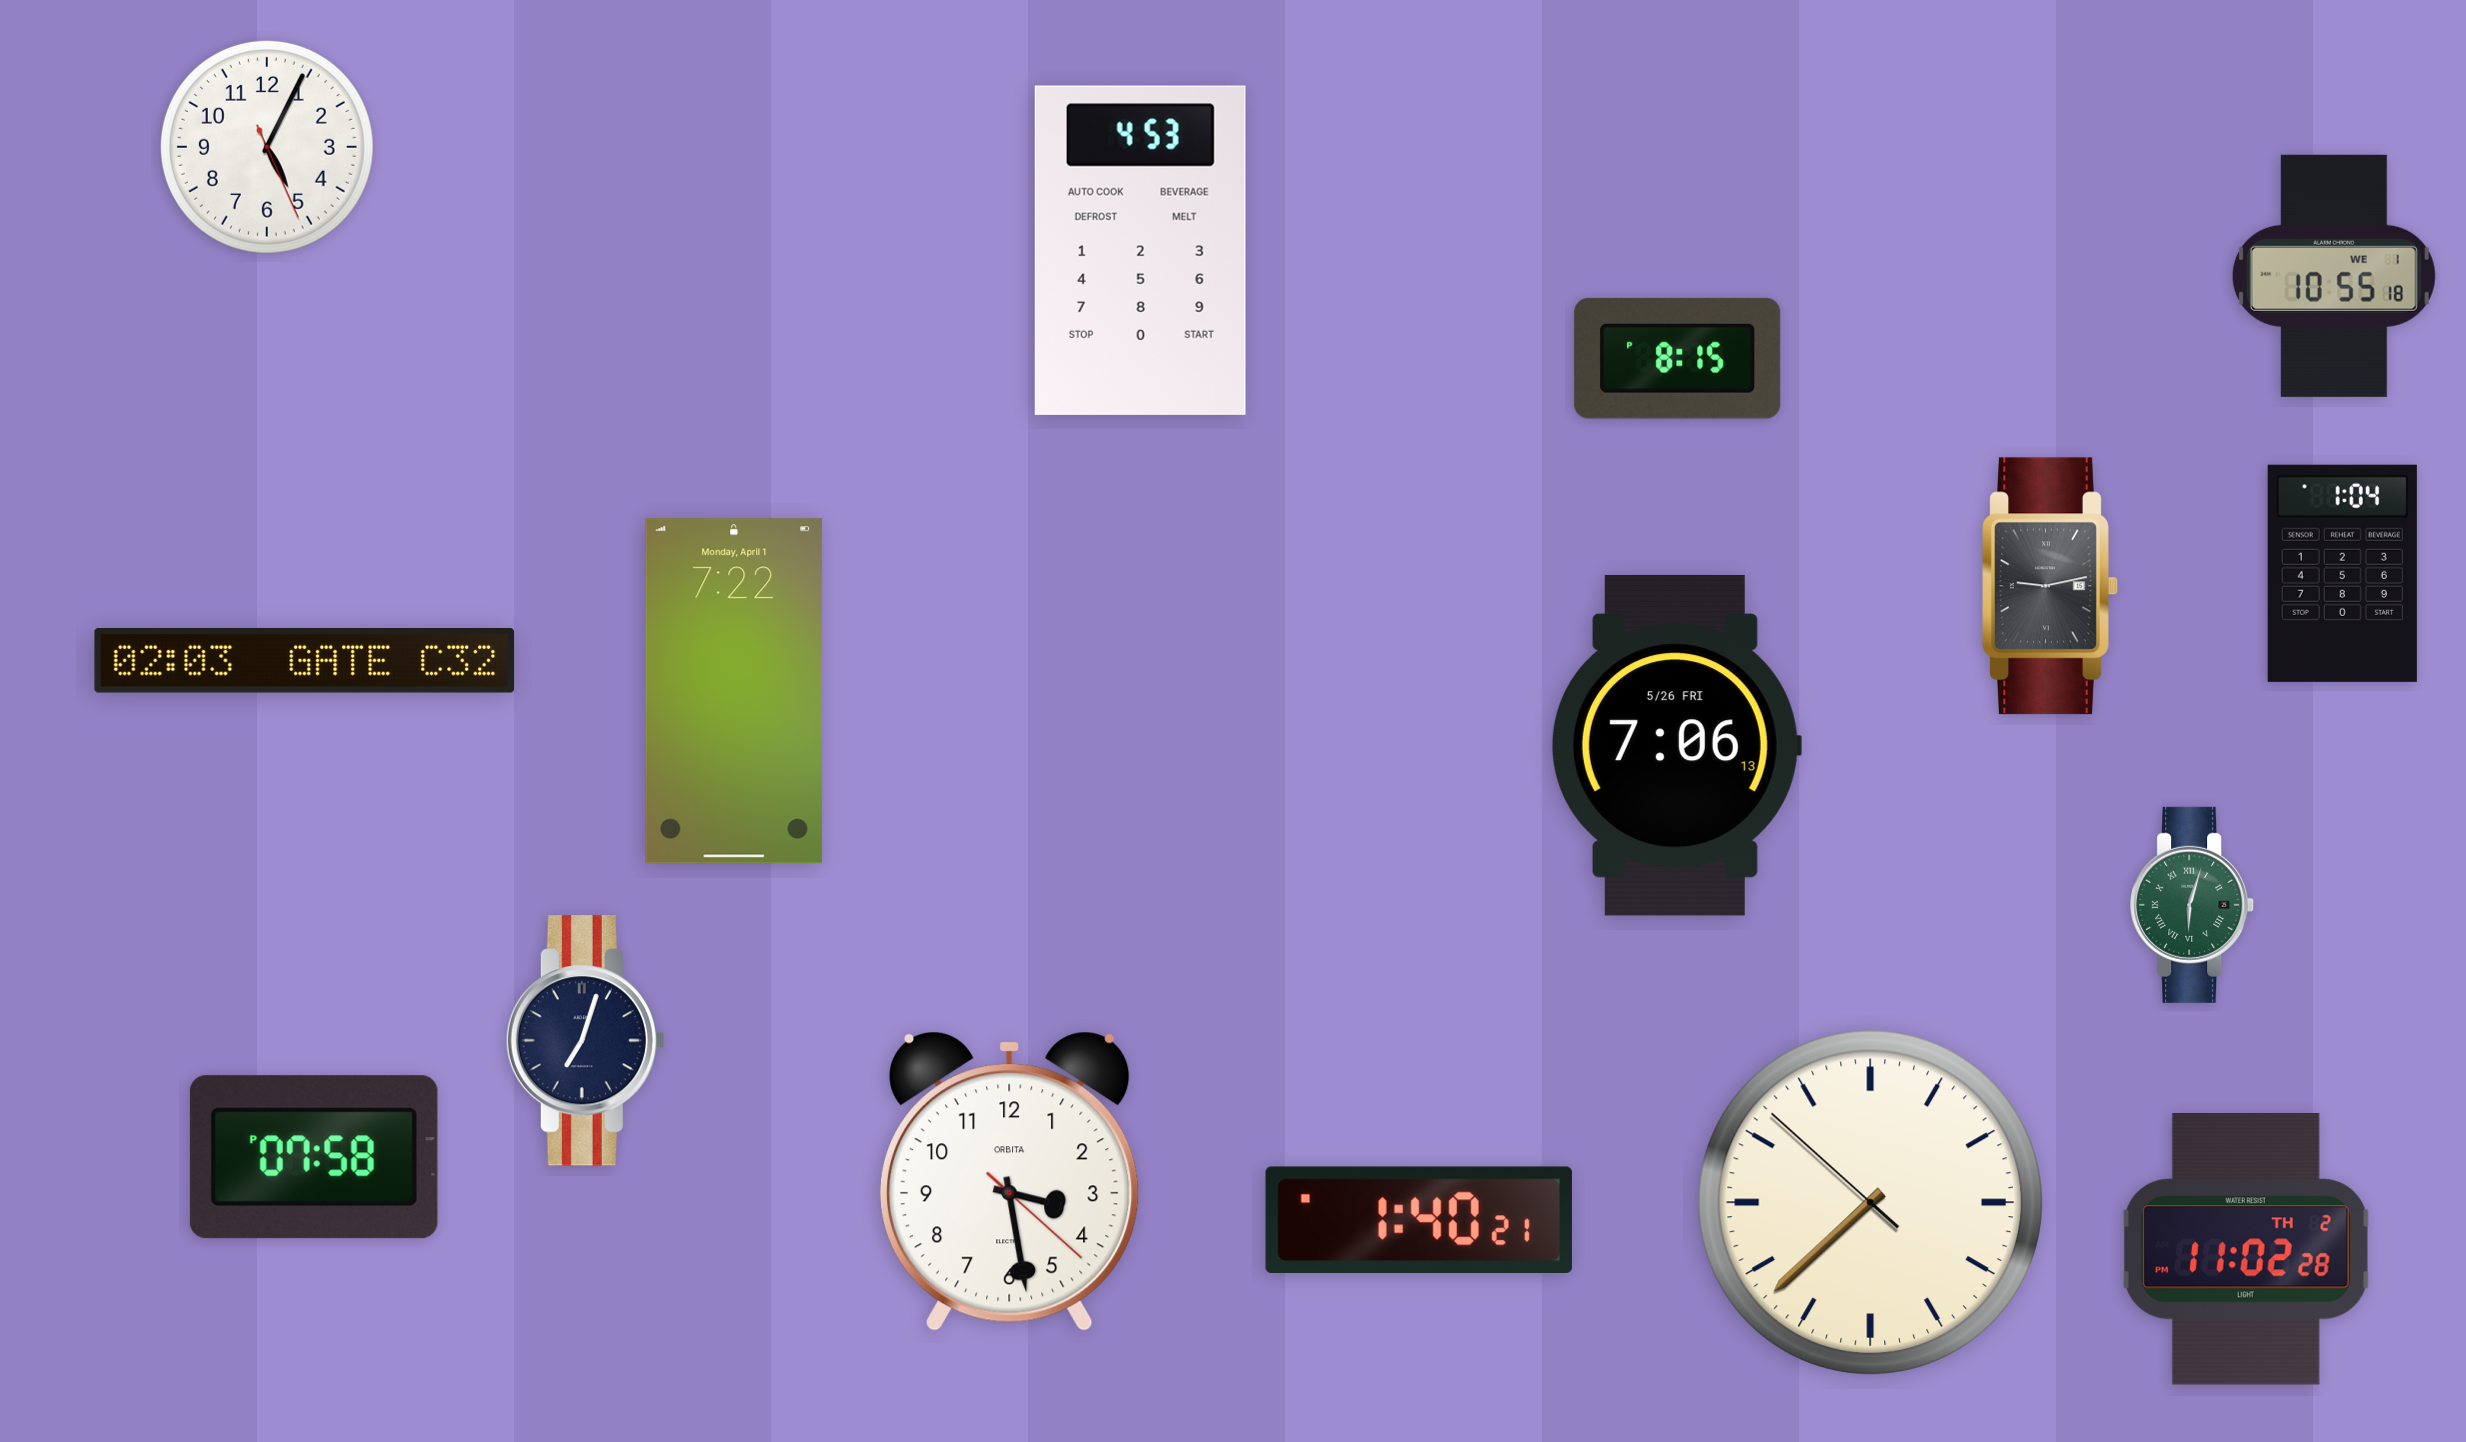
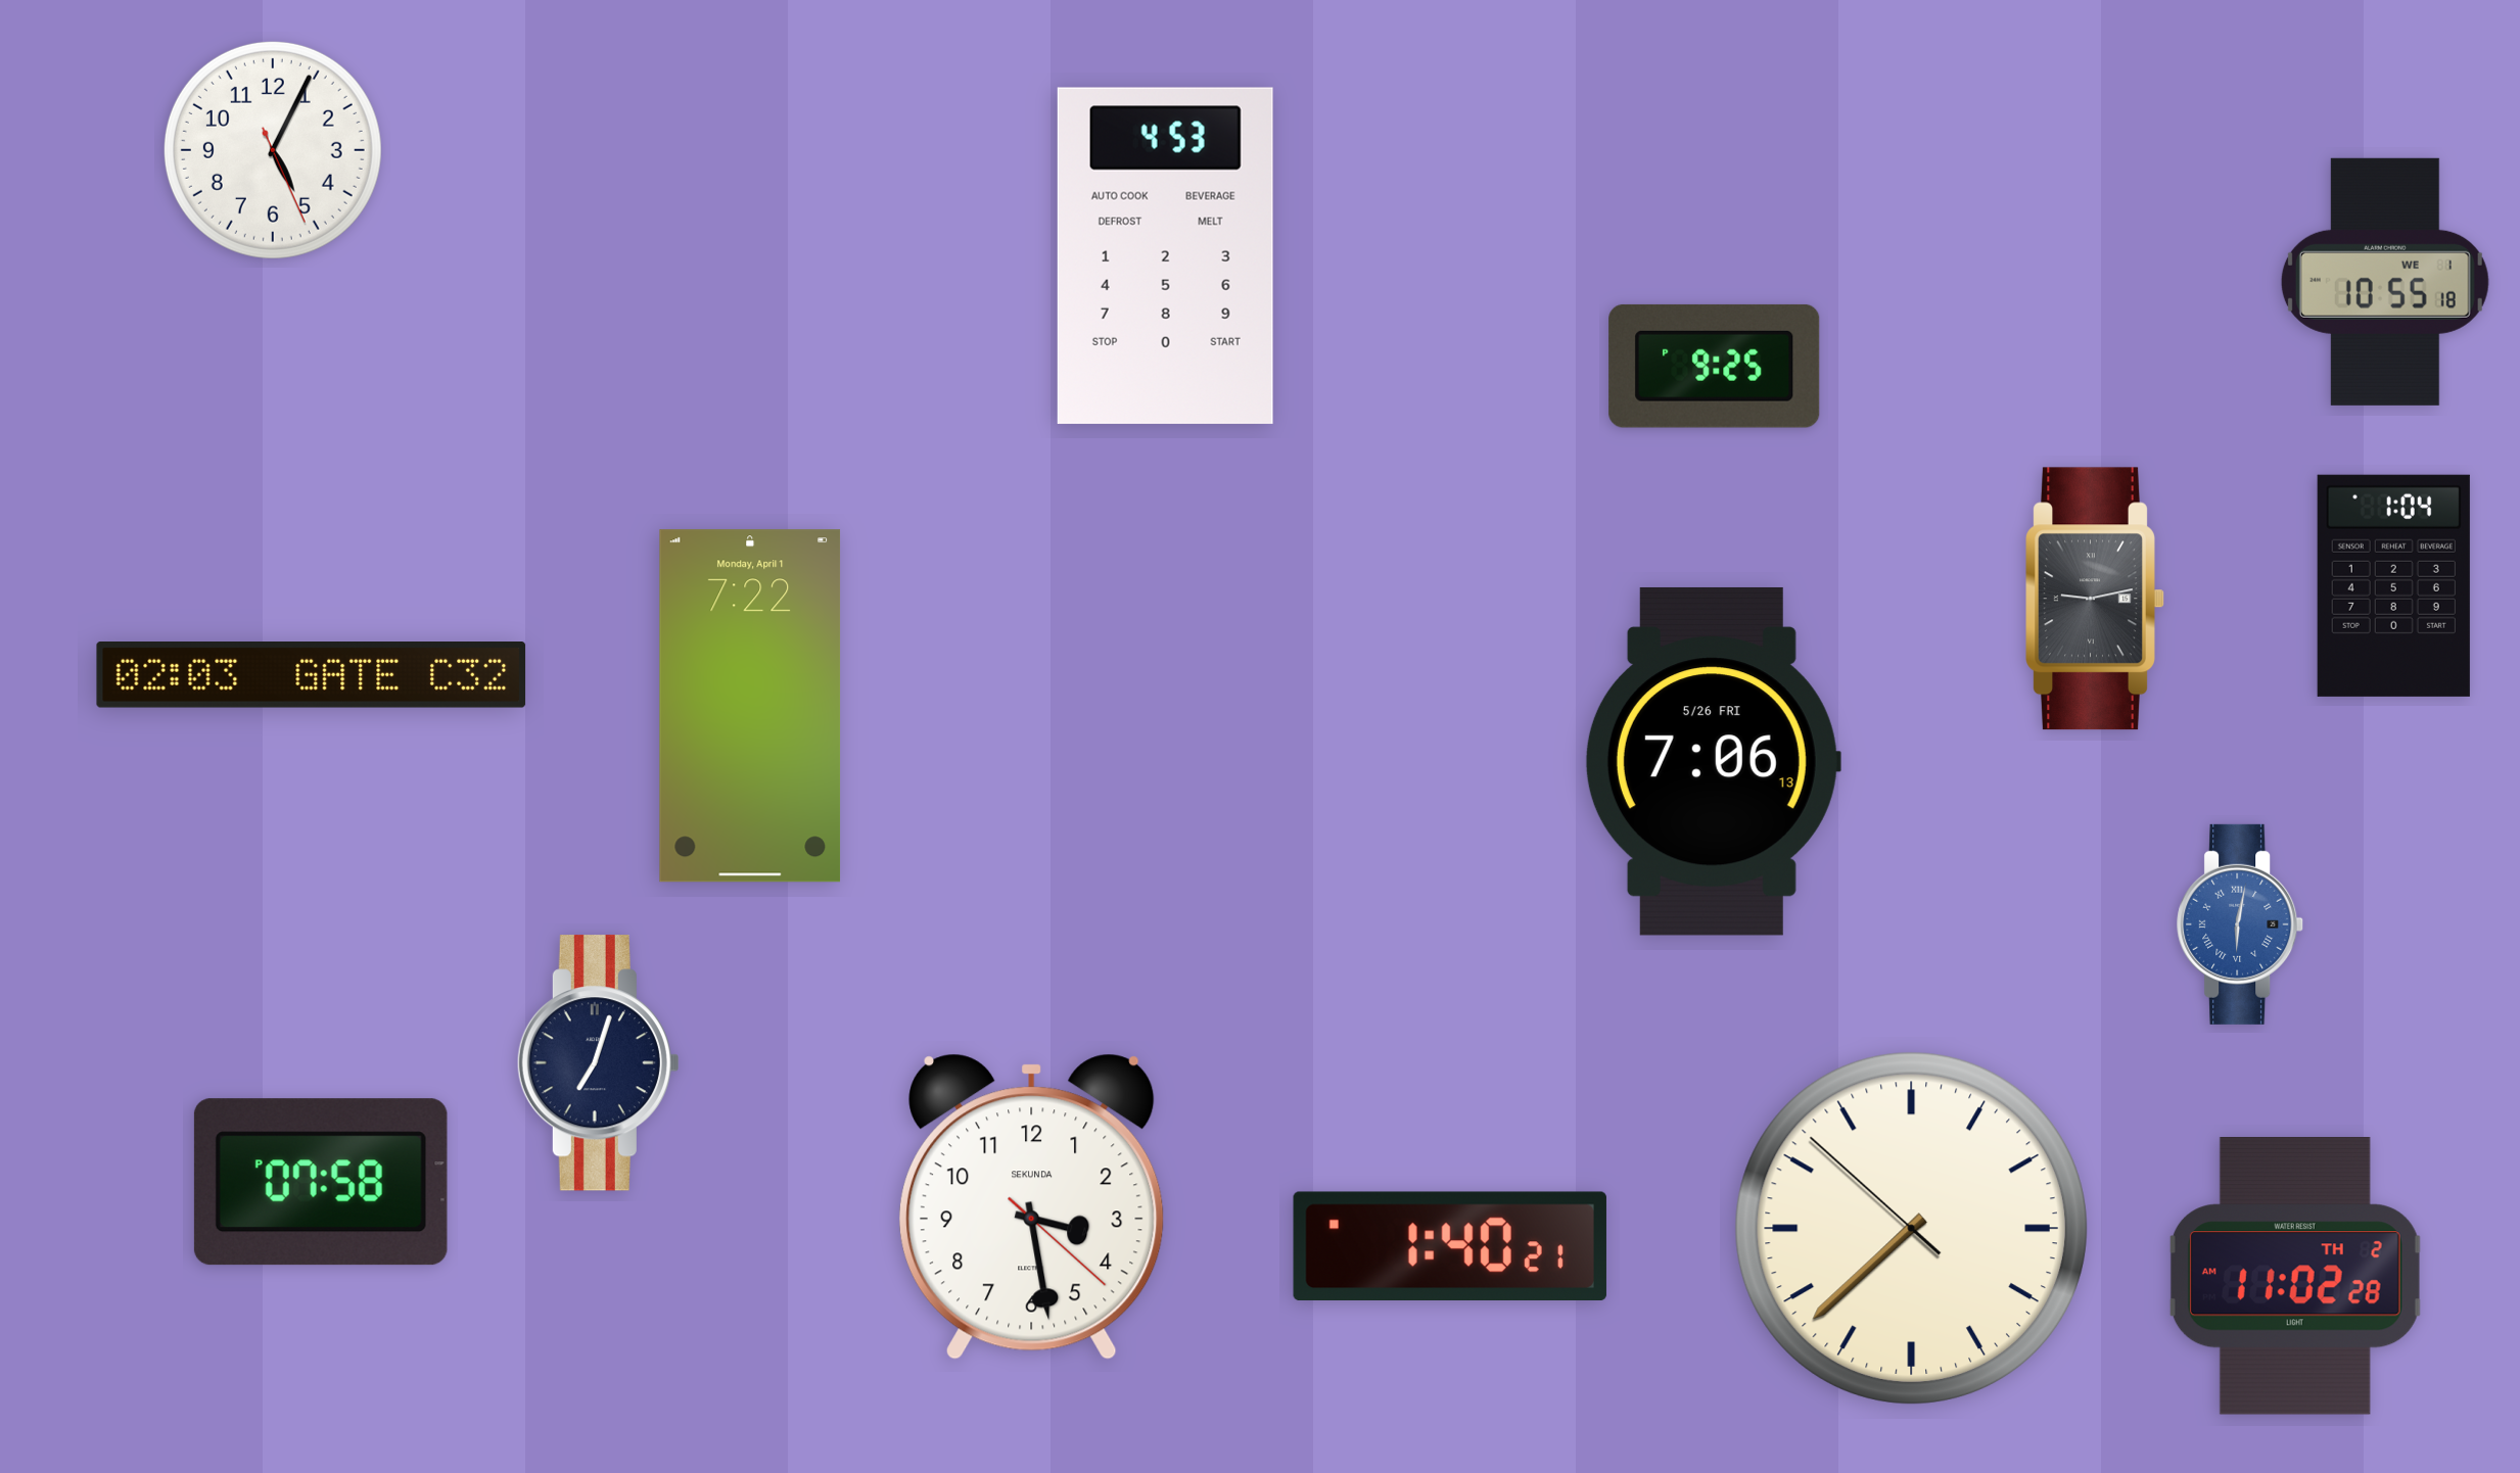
clock at (1678, 358): 8:15 -> 9:25
clock at (2193, 905): 6:03 -> 6:02
clock at (2193, 905) dial: green -> blue
clock at (1009, 1181) brand: ORBITA -> SEKUNDA
clock at (2246, 1250): 11:02:28 PM -> 11:02:28 AM
